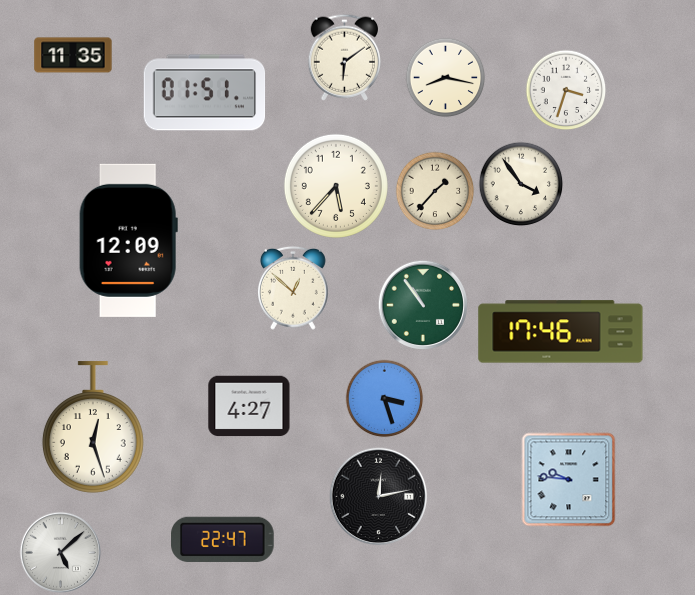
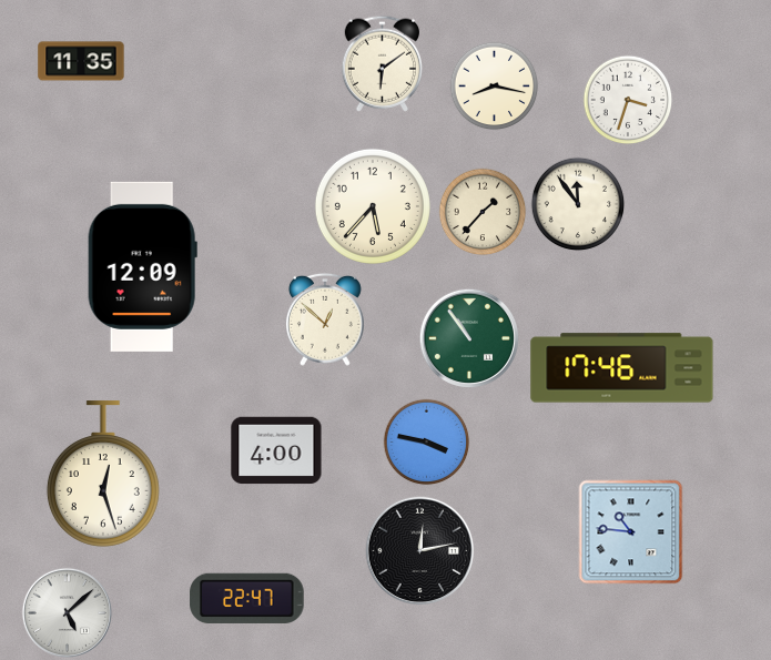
clock at (205, 93): 01:51 -> none
clock at (521, 184): 3:54 -> 11:54
clock at (385, 399): 3:27 -> 3:47
clock at (249, 406): 4:27 -> 4:00
clock at (569, 480): 9:46 -> 10:46
